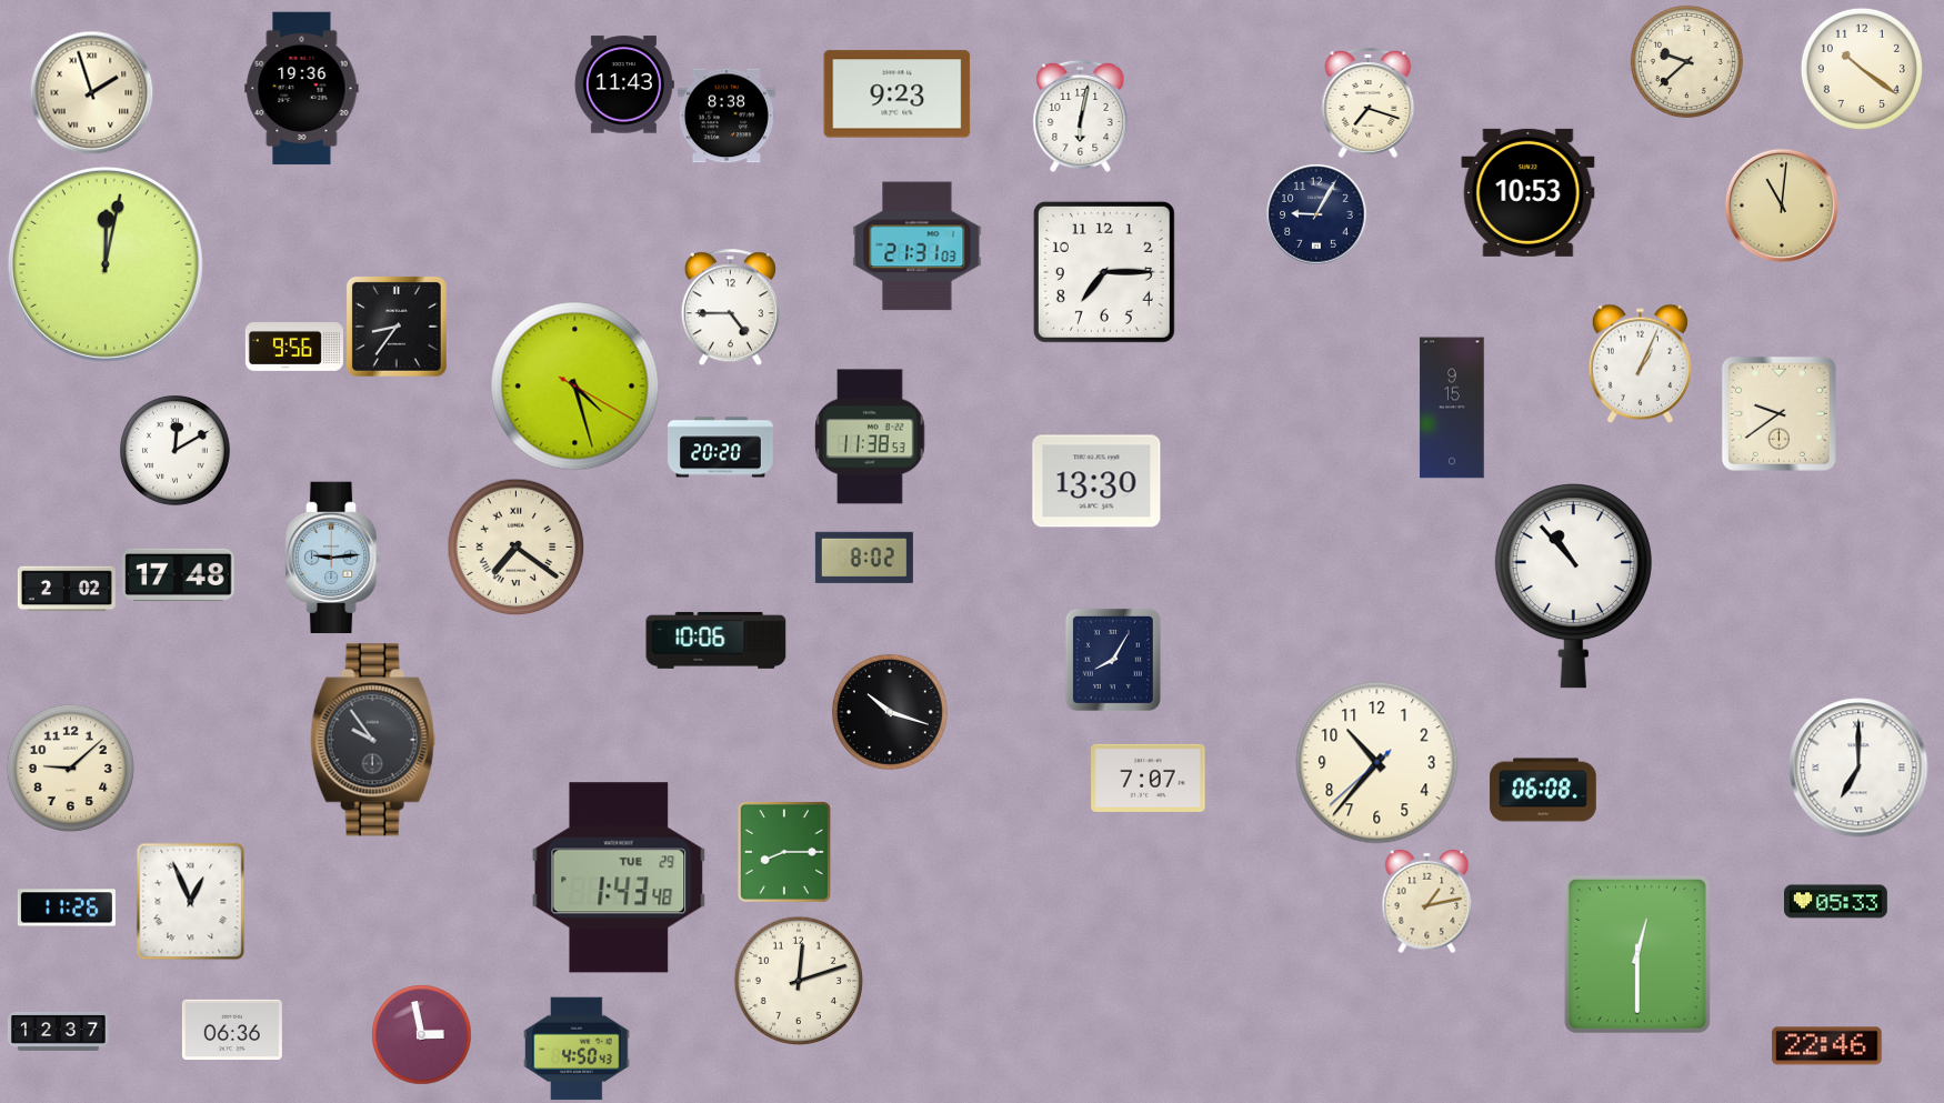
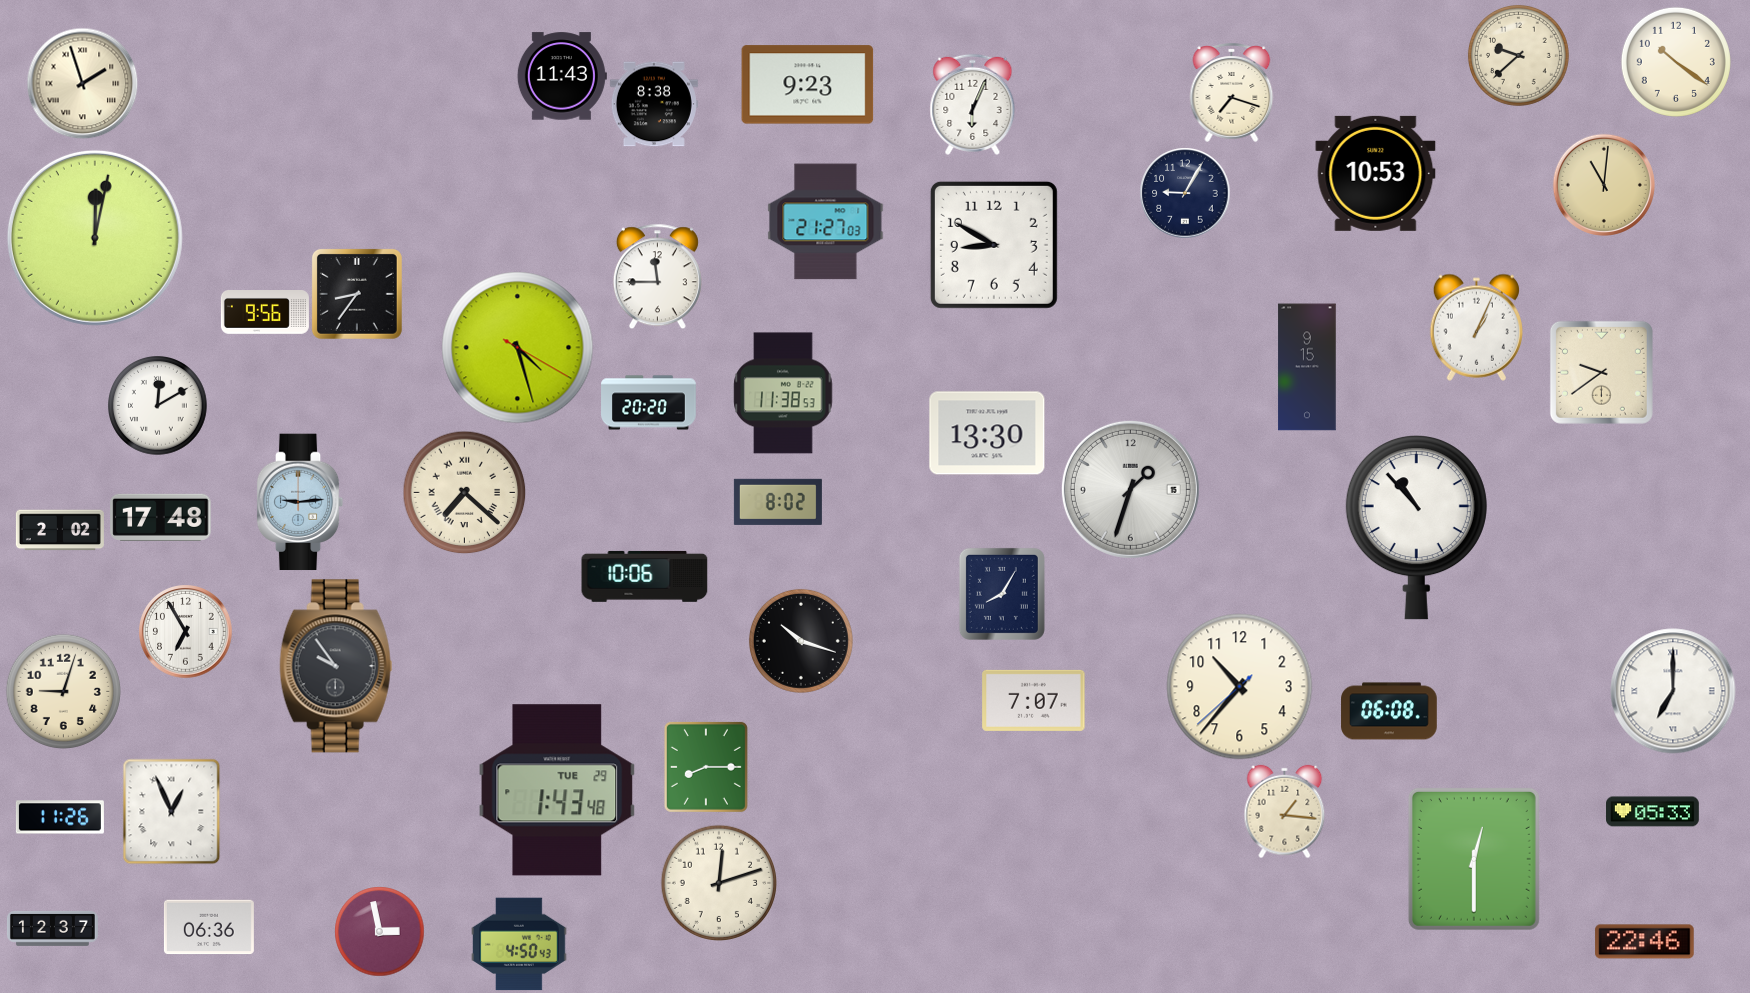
clock at (302, 89): 19:36 -> none
clock at (1081, 116): 6:02 -> 6:04
clock at (918, 247): 21:31 -> 21:27
clock at (1104, 272): 7:15 -> 8:50
clock at (730, 307): 4:45 -> 11:45
clock at (1130, 489): none -> 1:33
clock at (515, 547): 7:21 -> 7:22
clock at (185, 631): none -> 6:55
clock at (70, 768): 9:08 -> 9:03
clock at (1427, 901): 1:13 -> 1:16
